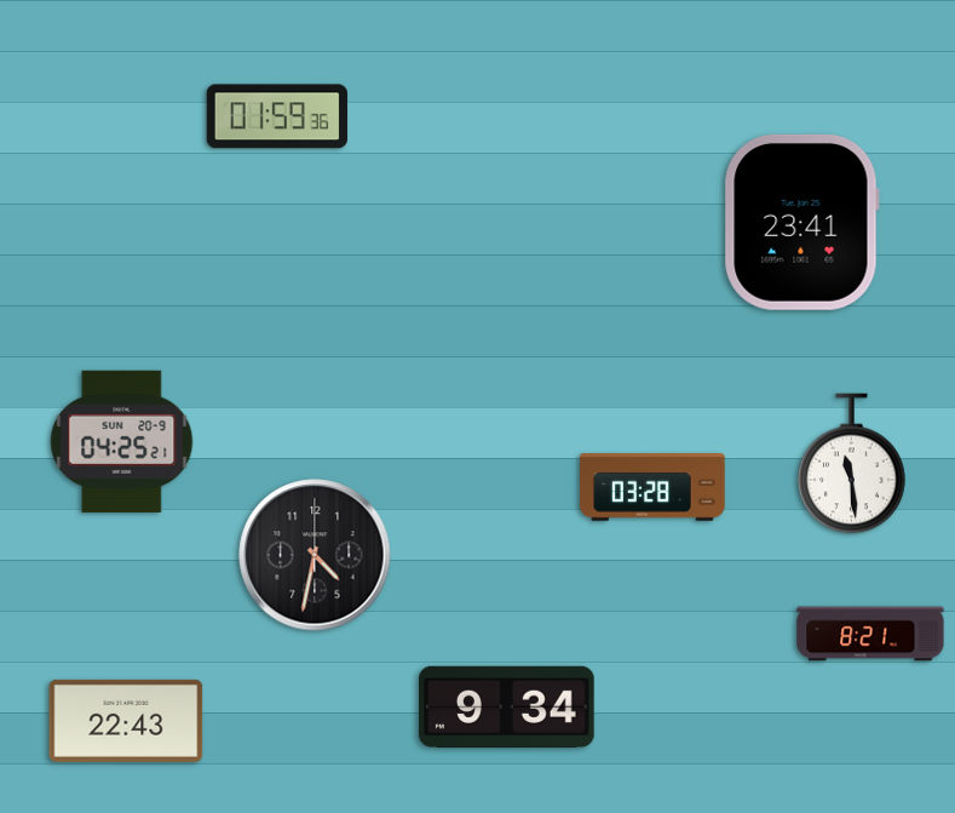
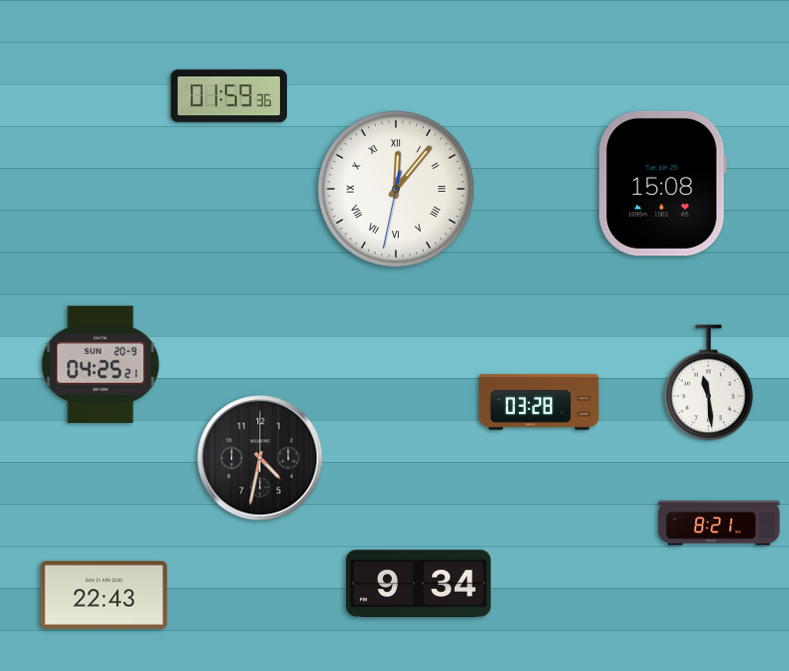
clock at (801, 222): 23:41 -> 15:08
clock at (396, 189): none -> 12:06
clock at (852, 464) position: (852, 464) -> (709, 383)
